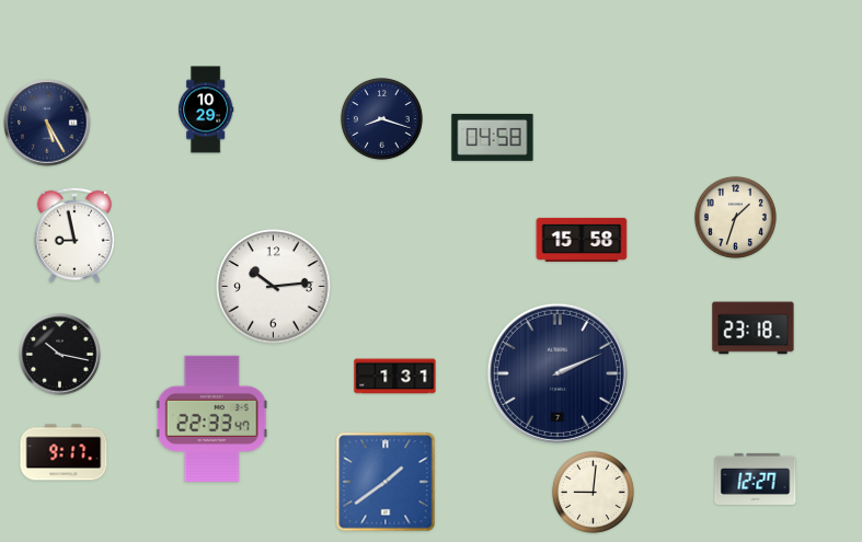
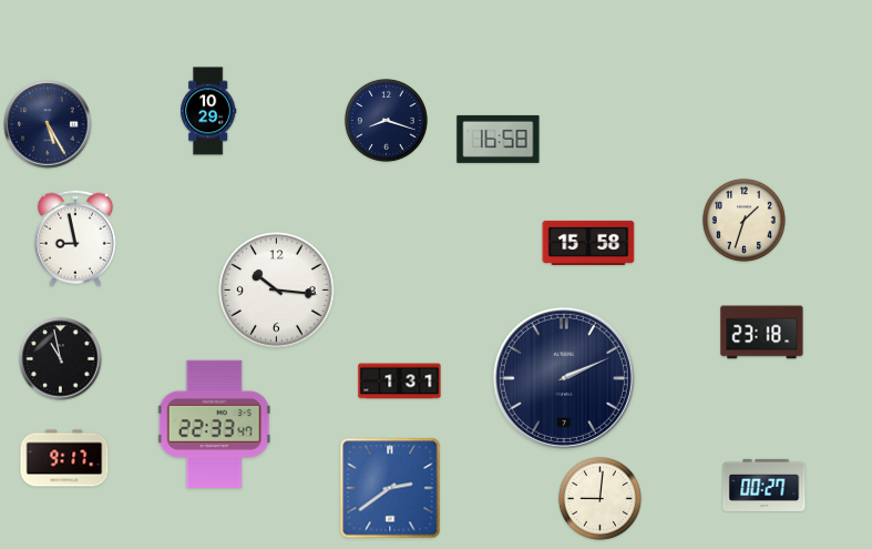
clock at (493, 137): 04:58 -> 16:58
clock at (274, 287): 10:14 -> 10:16
clock at (60, 355): 10:17 -> 10:58
clock at (756, 478): 12:27 -> 00:27
clock at (386, 482): 1:39 -> 2:39
